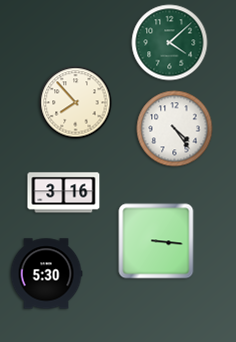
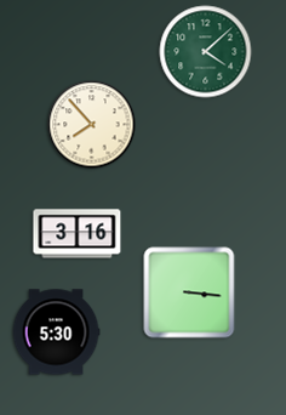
clock at (175, 129): 4:24 -> none
